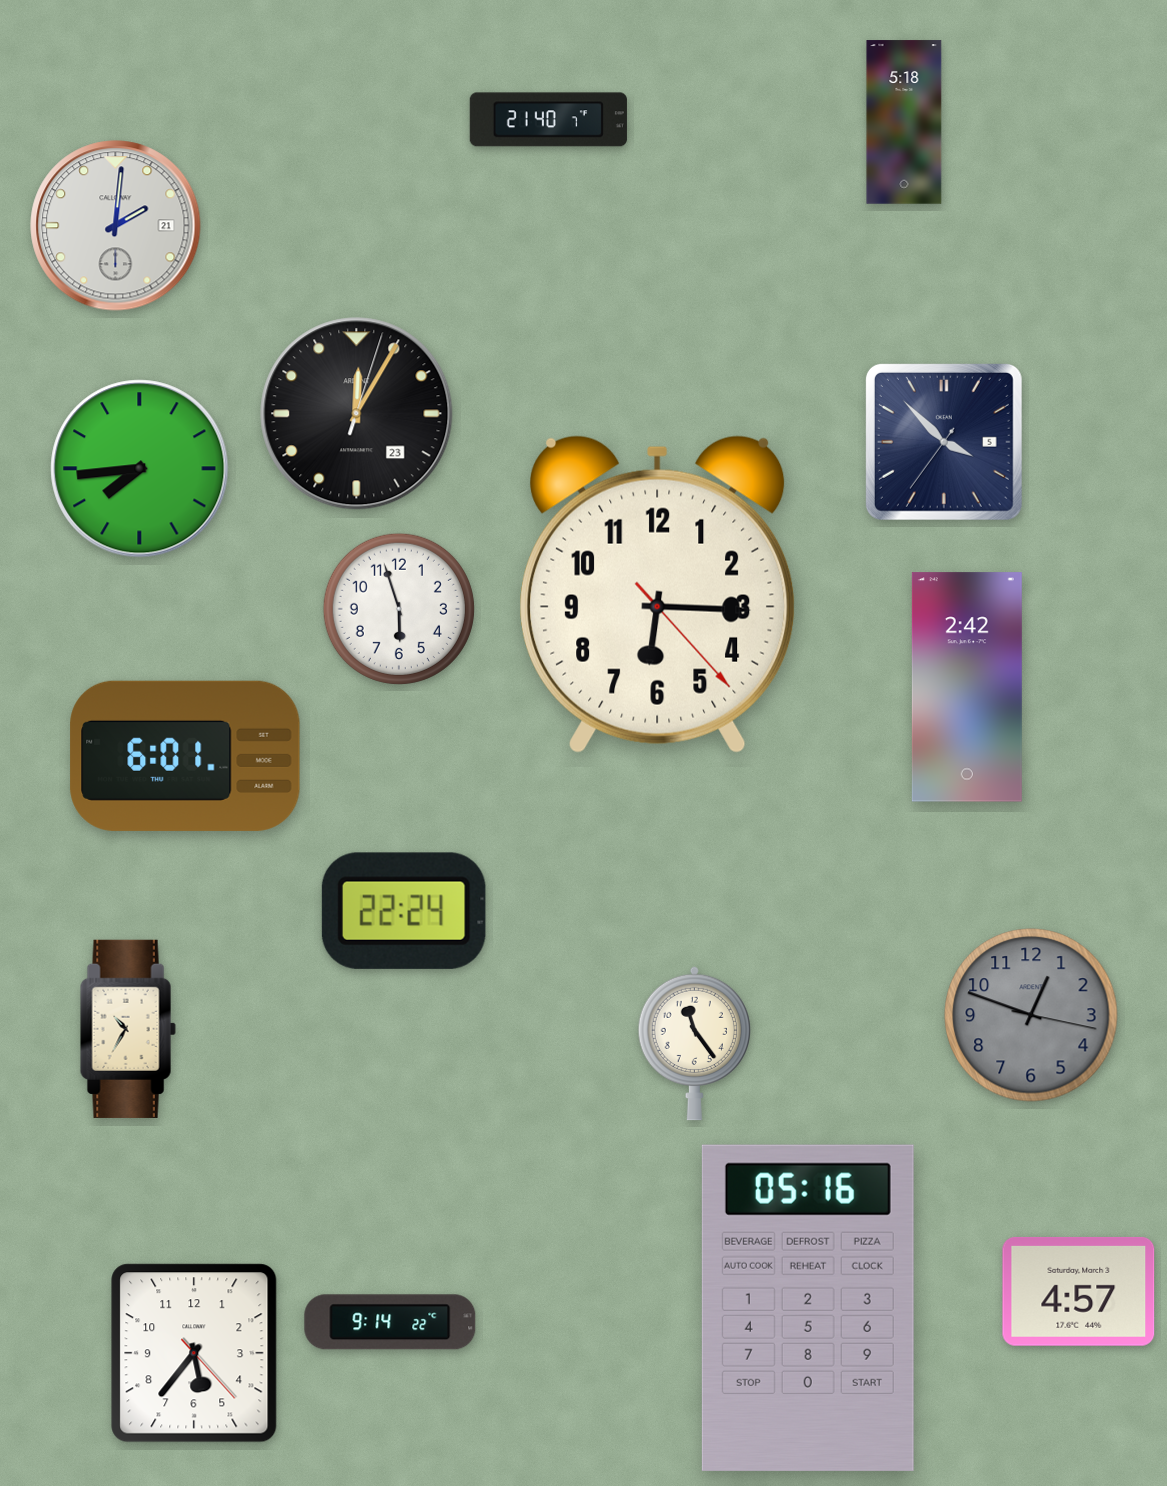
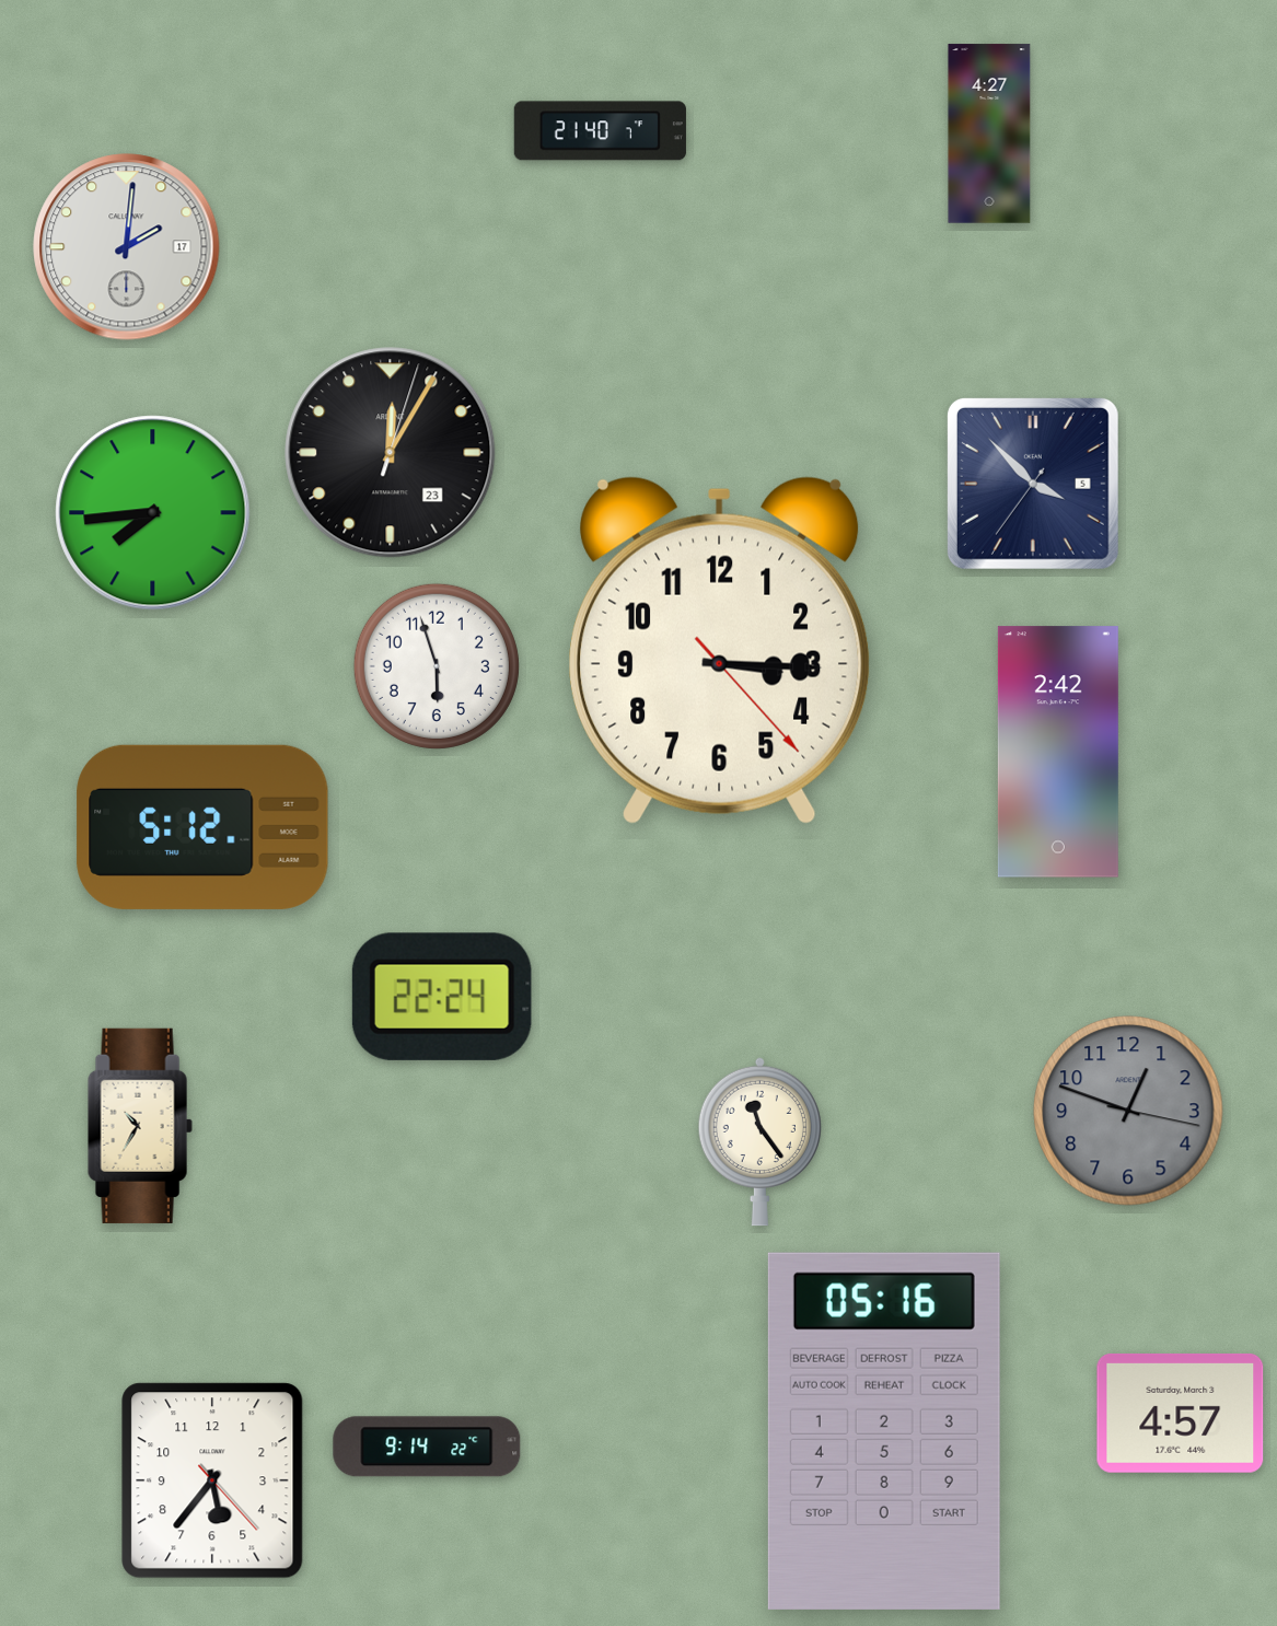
clock at (904, 122): 5:18 -> 4:27
clock at (116, 226) date: 21 -> 17
clock at (658, 594): 6:15 -> 3:15
clock at (185, 756): 6:01 -> 5:12
